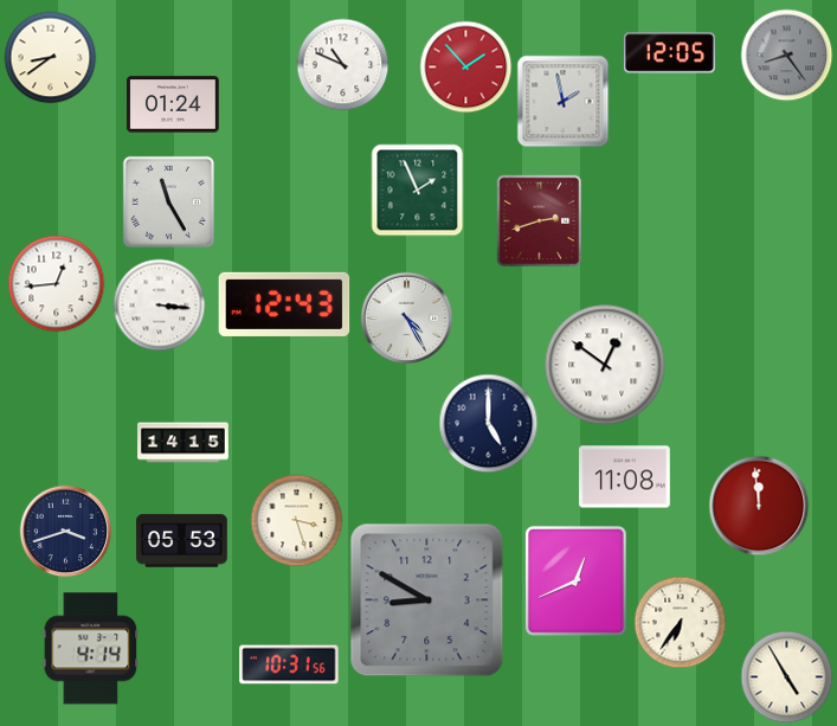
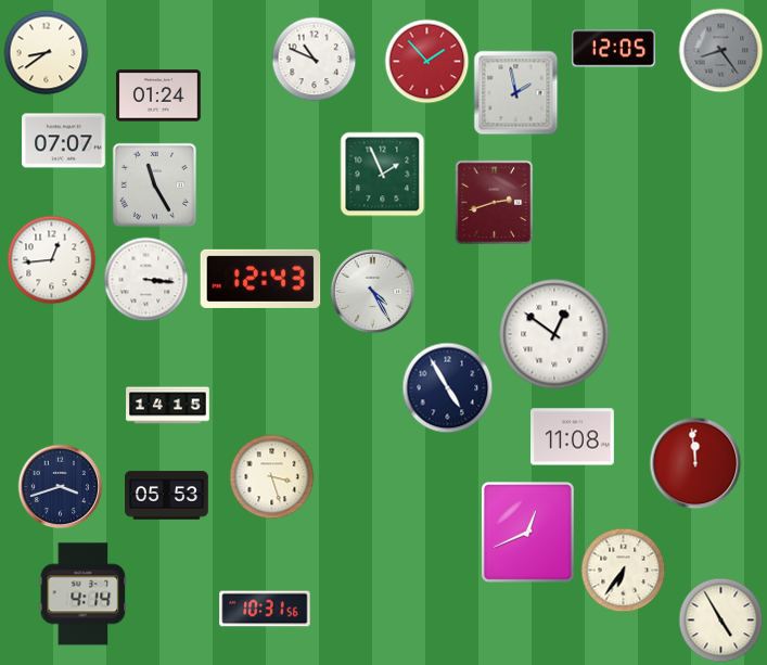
clock at (64, 141): none -> 07:07
clock at (488, 423): 5:00 -> 4:55
clock at (427, 600): 8:50 -> none
